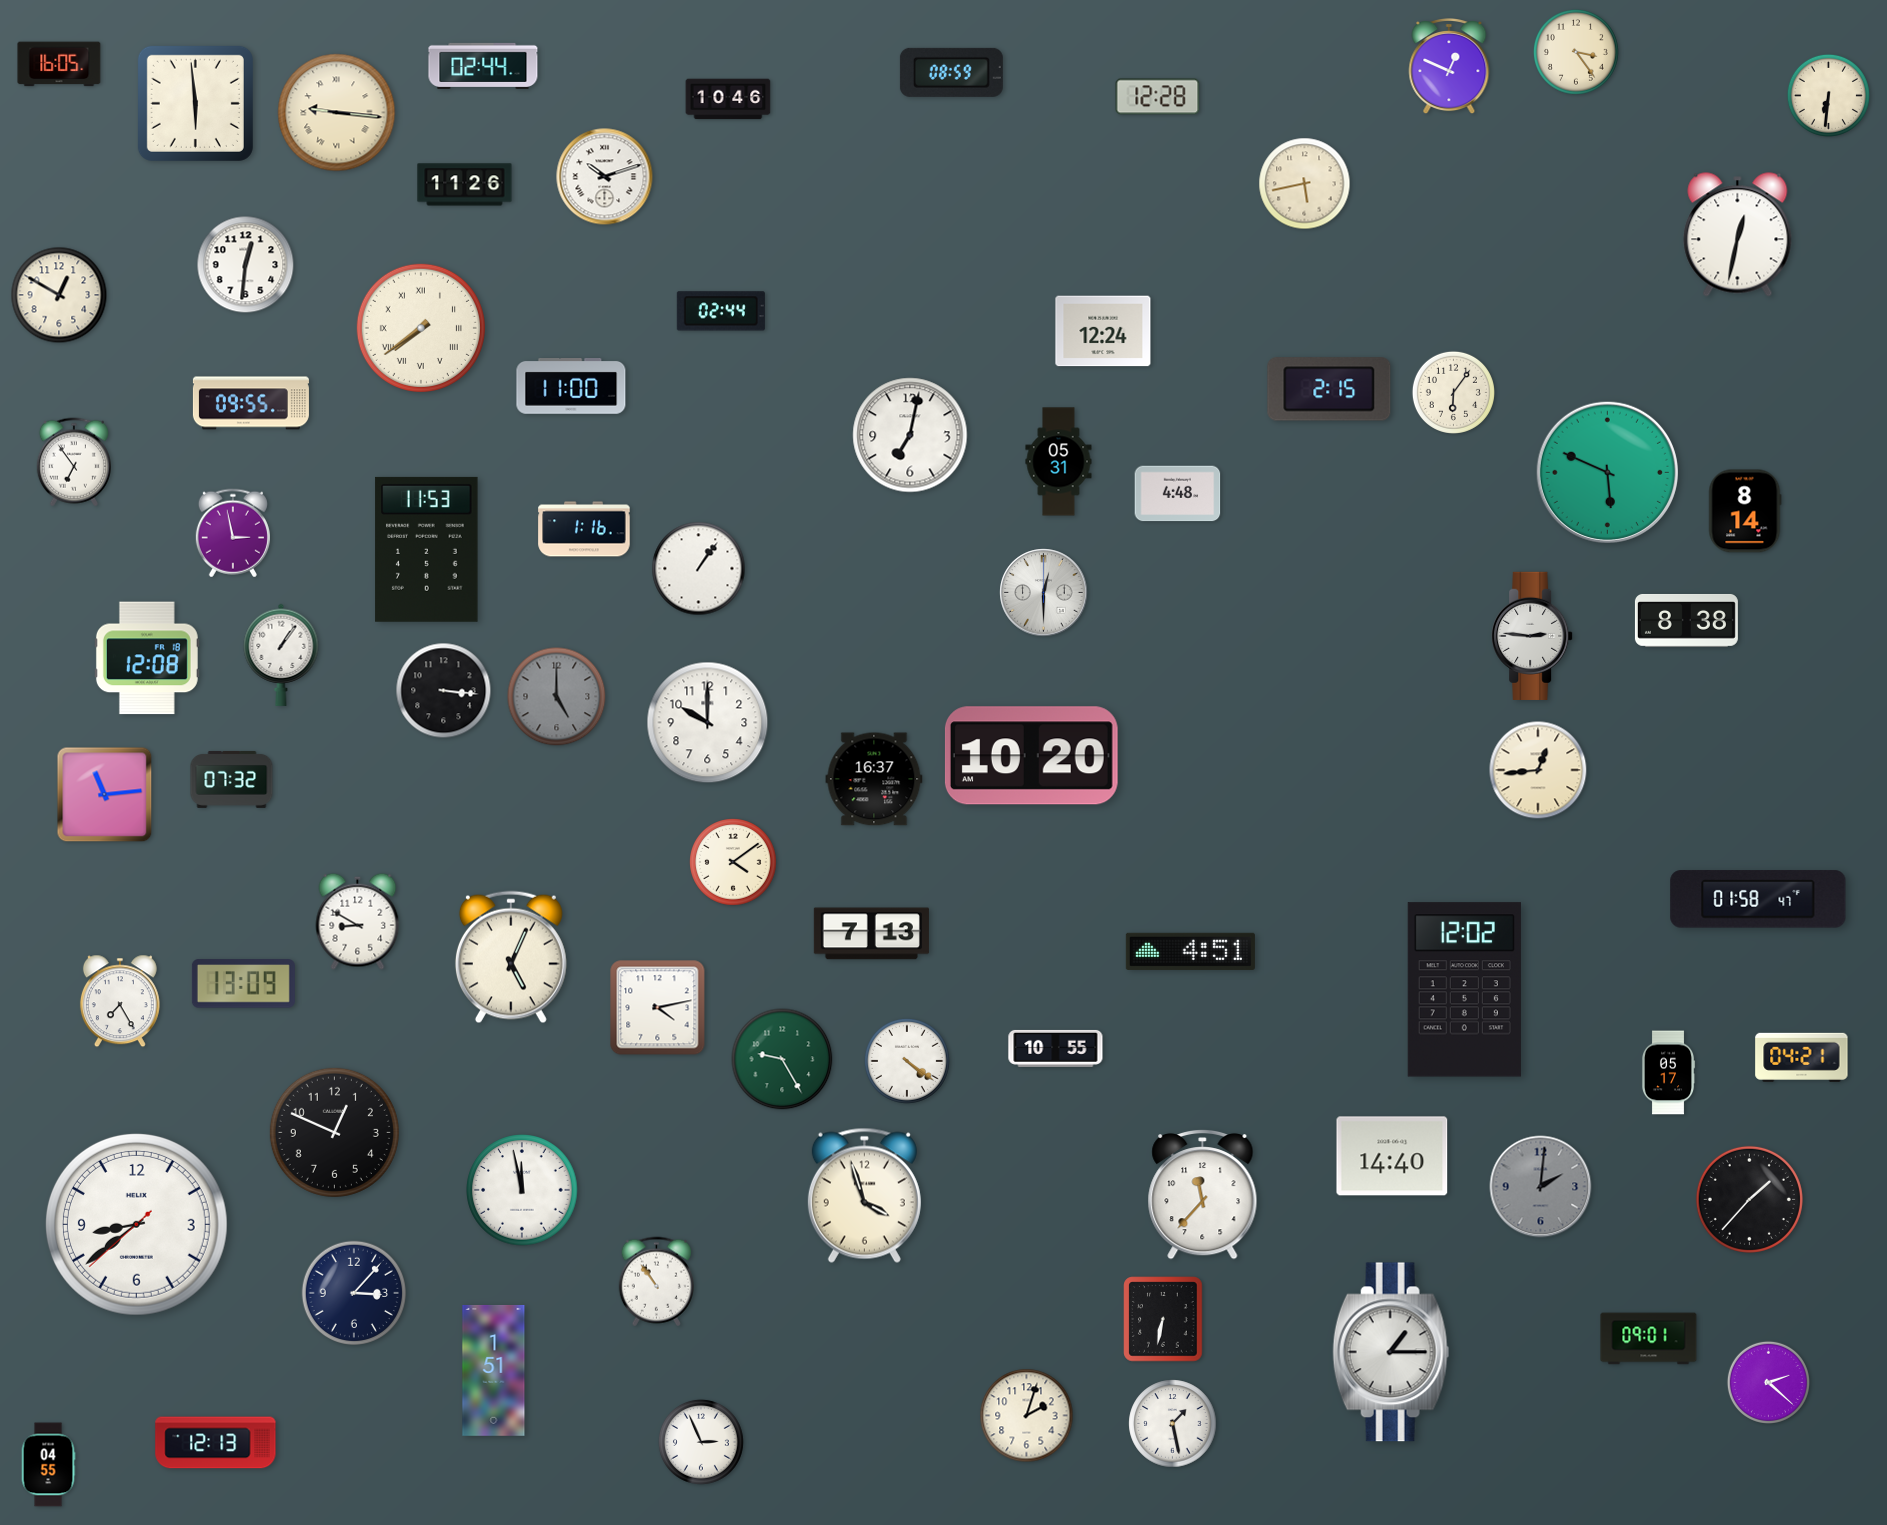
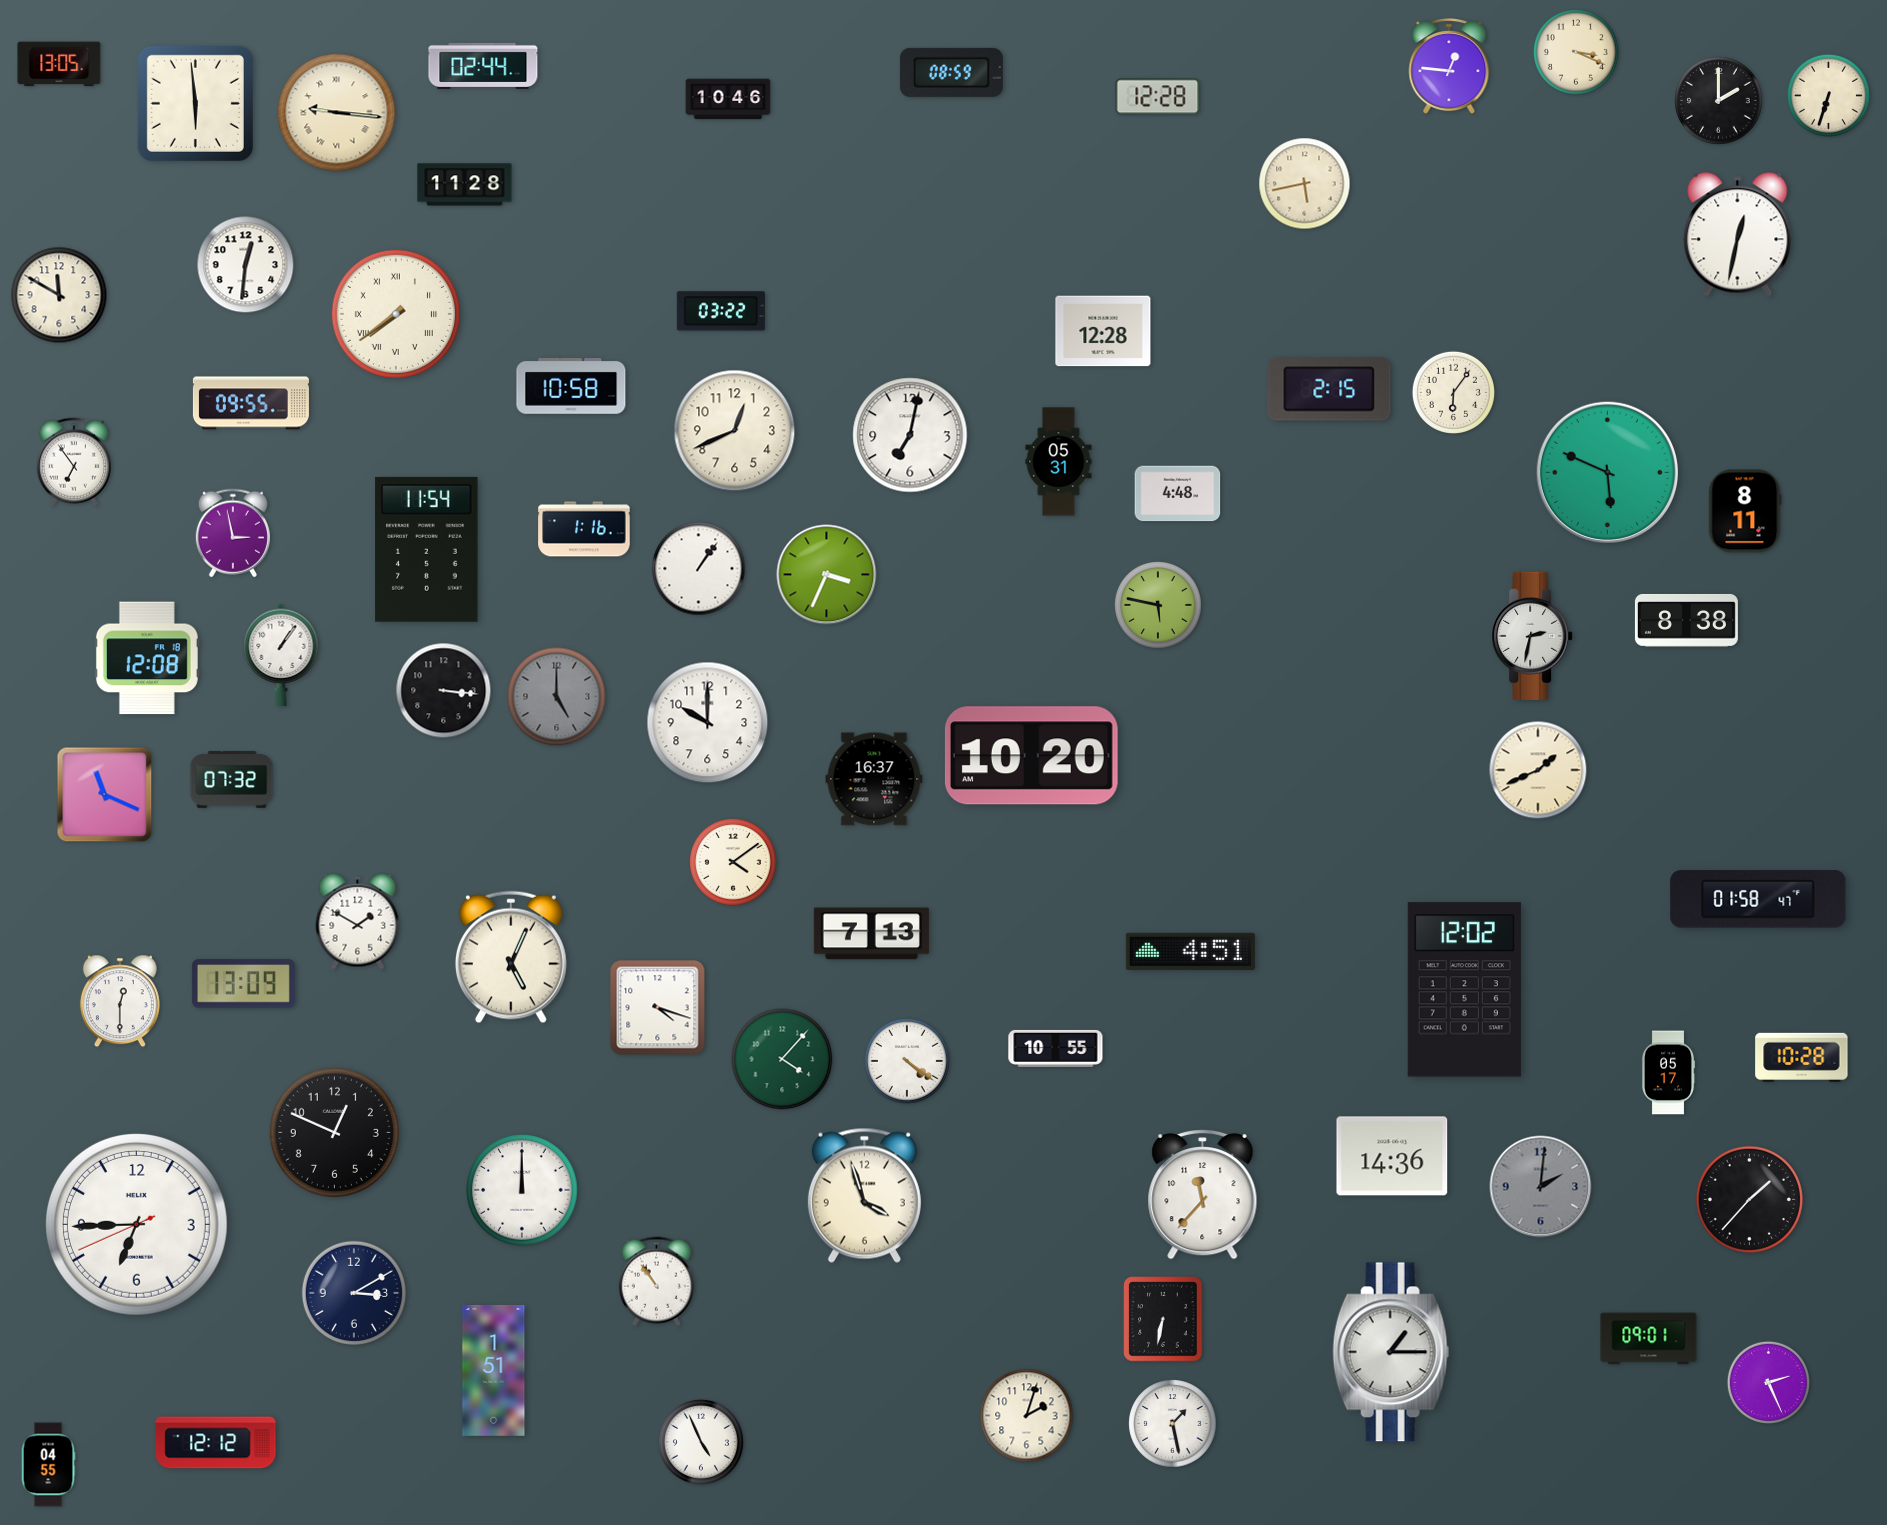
clock at (1576, 52): 3:24 -> 3:19
clock at (59, 64): 16:05 -> 13:05
clock at (1449, 67): 12:49 -> 12:46
clock at (1828, 95): 6:31 -> 6:33
clock at (1719, 101): none -> 2:00
clock at (605, 177): 10:12 -> none
clock at (465, 185): 11:26 -> 11:28
clock at (59, 295): 12:50 -> 11:50
clock at (721, 311): 02:44 -> 03:22
clock at (421, 328) position: (421, 328) -> (396, 314)
clock at (1103, 331): 12:24 -> 12:28
clock at (571, 387): 11:00 -> 10:58
clock at (735, 431): none -> 12:41
clock at (1745, 511): 8:14 -> 8:11
clock at (427, 549): 11:53 -> 11:54
clock at (827, 575): none -> 3:34
clock at (1044, 593): 12:30 -> none
clock at (1158, 605): none -> 5:47
clock at (1532, 636): 2:46 -> 2:32
clock at (1538, 770): 12:44 -> 1:41
clock at (105, 795): 11:14 -> 11:19
clock at (358, 921): 8:50 -> 1:50
clock at (120, 1001): 7:25 -> 12:30
clock at (658, 1008): 4:13 -> 4:18
clock at (1802, 1057): 04:21 -> 10:28
clock at (782, 1059): 9:25 -> 4:07
clock at (1392, 1156): 14:40 -> 14:36
clock at (522, 1190): 11:58 -> 12:00
clock at (136, 1224): 8:38 -> 6:44
clock at (353, 1292): 3:07 -> 3:10
clock at (1768, 1382): 2:22 -> 2:26
clock at (701, 1442): 2:56 -> 4:56
clock at (216, 1443): 12:13 -> 12:12
